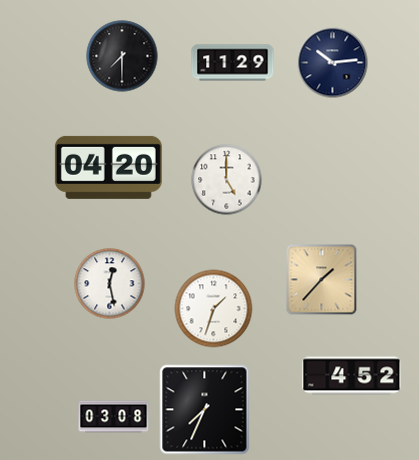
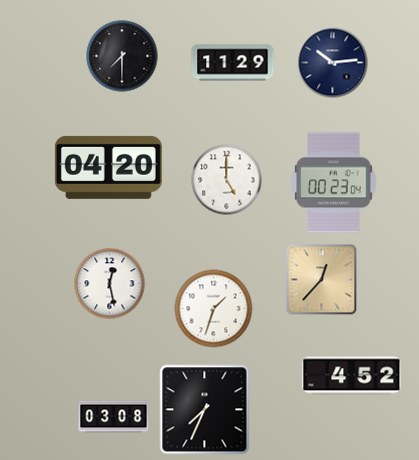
clock at (334, 183): none -> 00:23
clock at (322, 280): 1:37 -> 12:37
